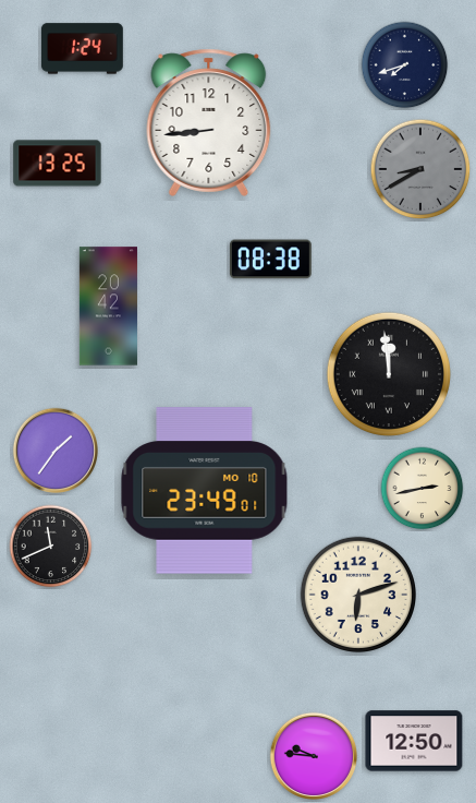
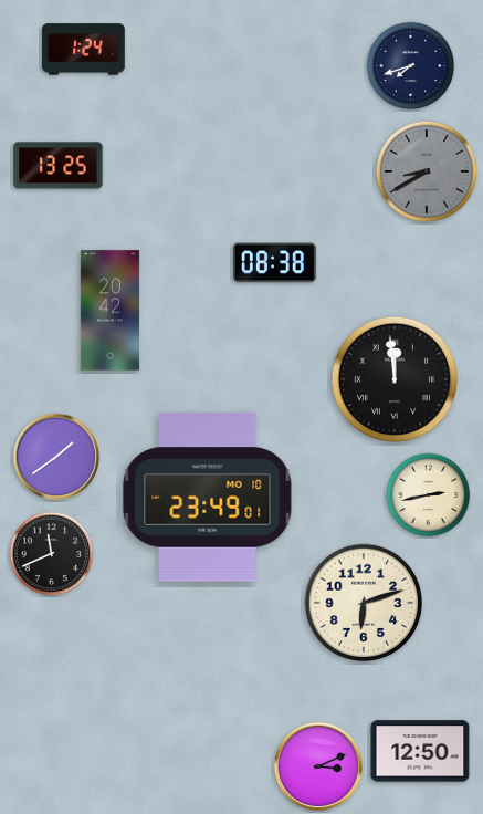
clock at (209, 122): 8:44 -> none
clock at (56, 451): 1:36 -> 1:39
clock at (314, 756): 9:46 -> 3:11
